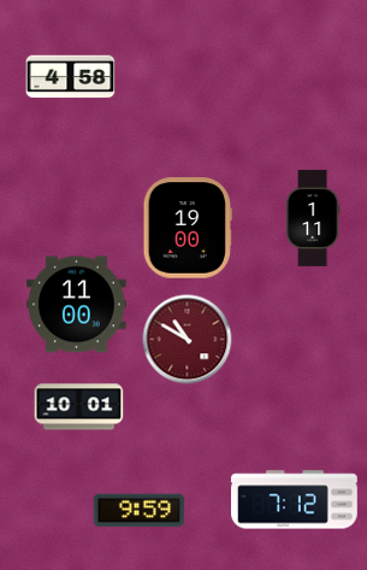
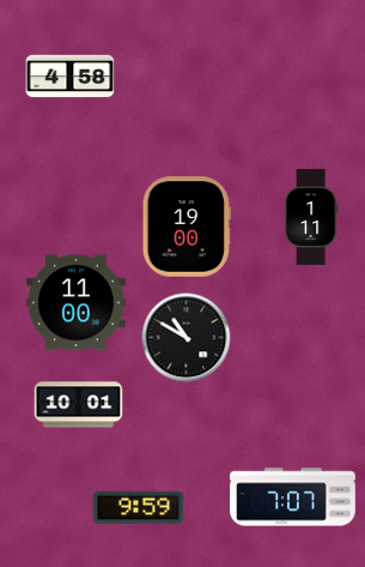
clock at (188, 340) dial: burgundy -> black
clock at (295, 500): 7:12 -> 7:07
